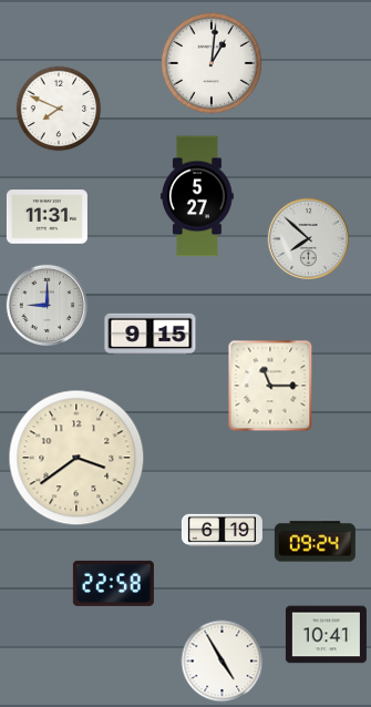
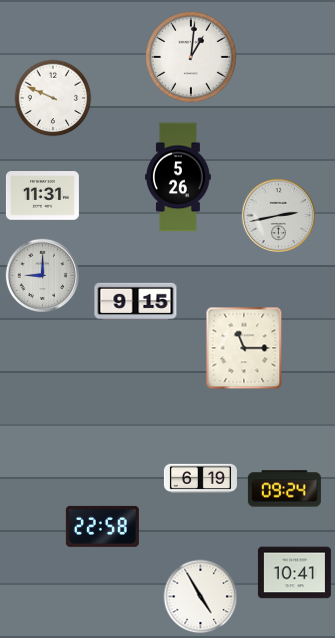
clock at (59, 109): 7:49 -> 9:49
clock at (197, 196): 5:27 -> 5:26
clock at (308, 238): 7:52 -> 2:43
clock at (76, 458): 3:39 -> none
